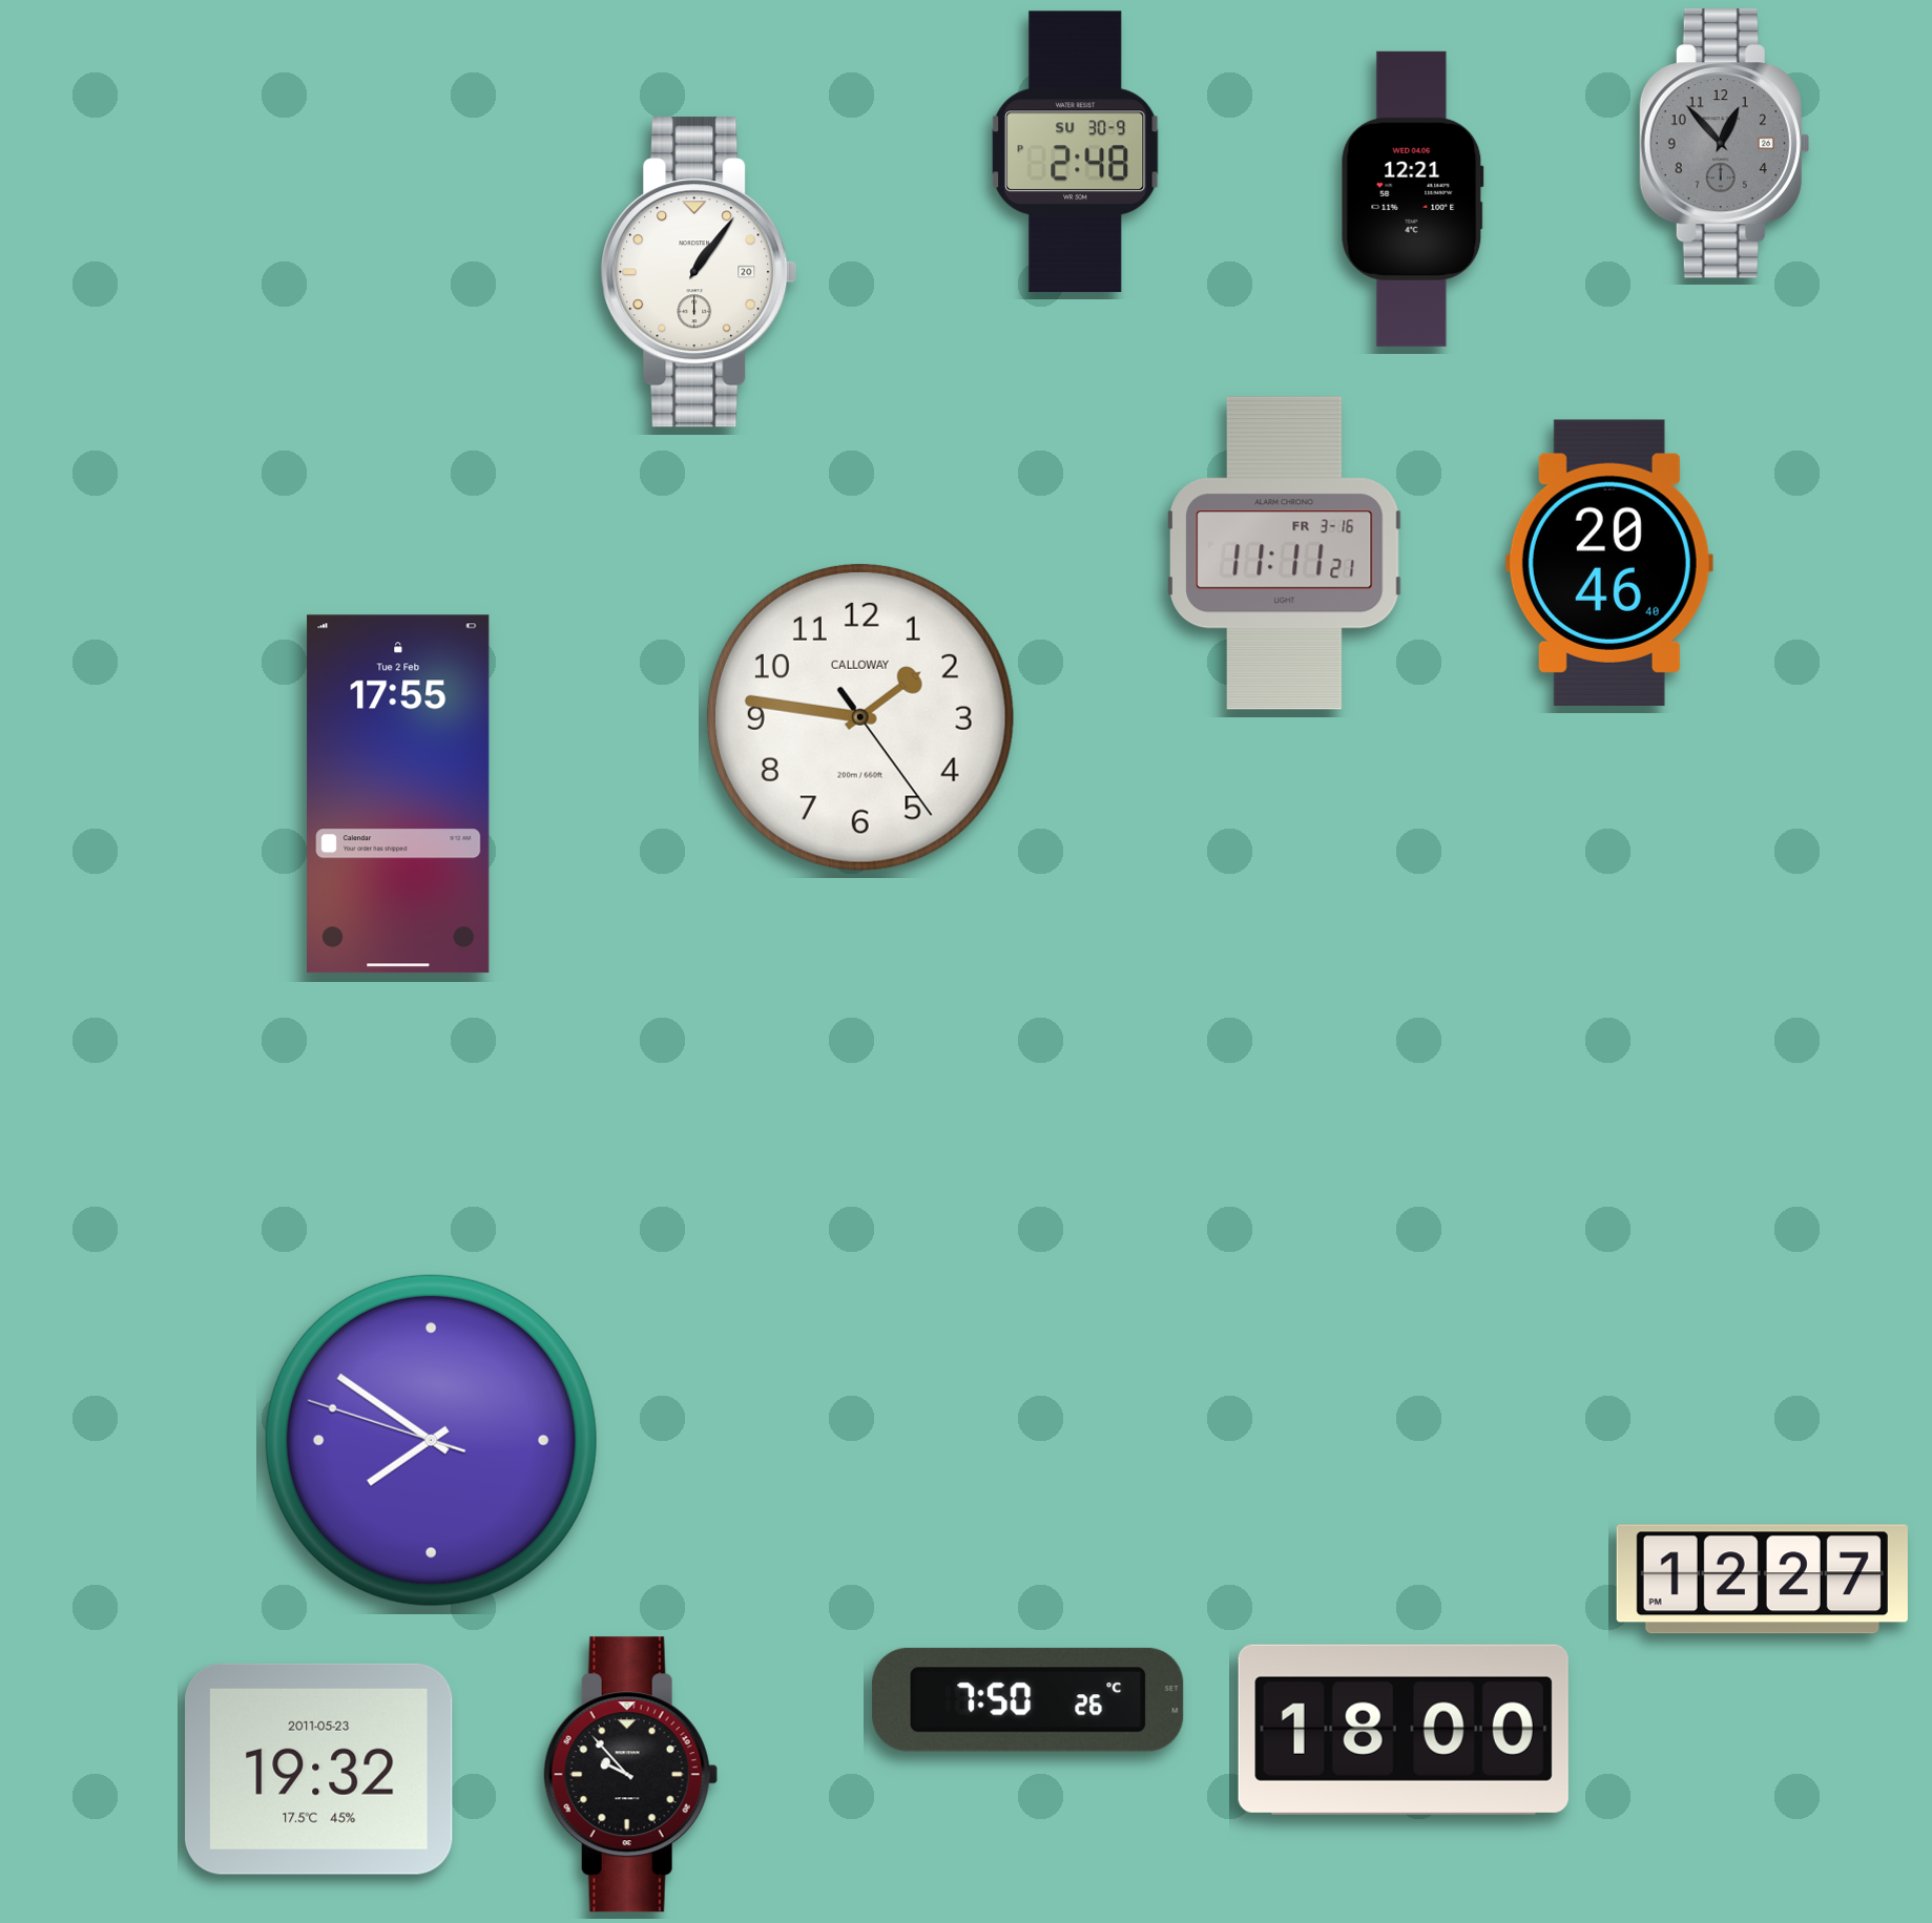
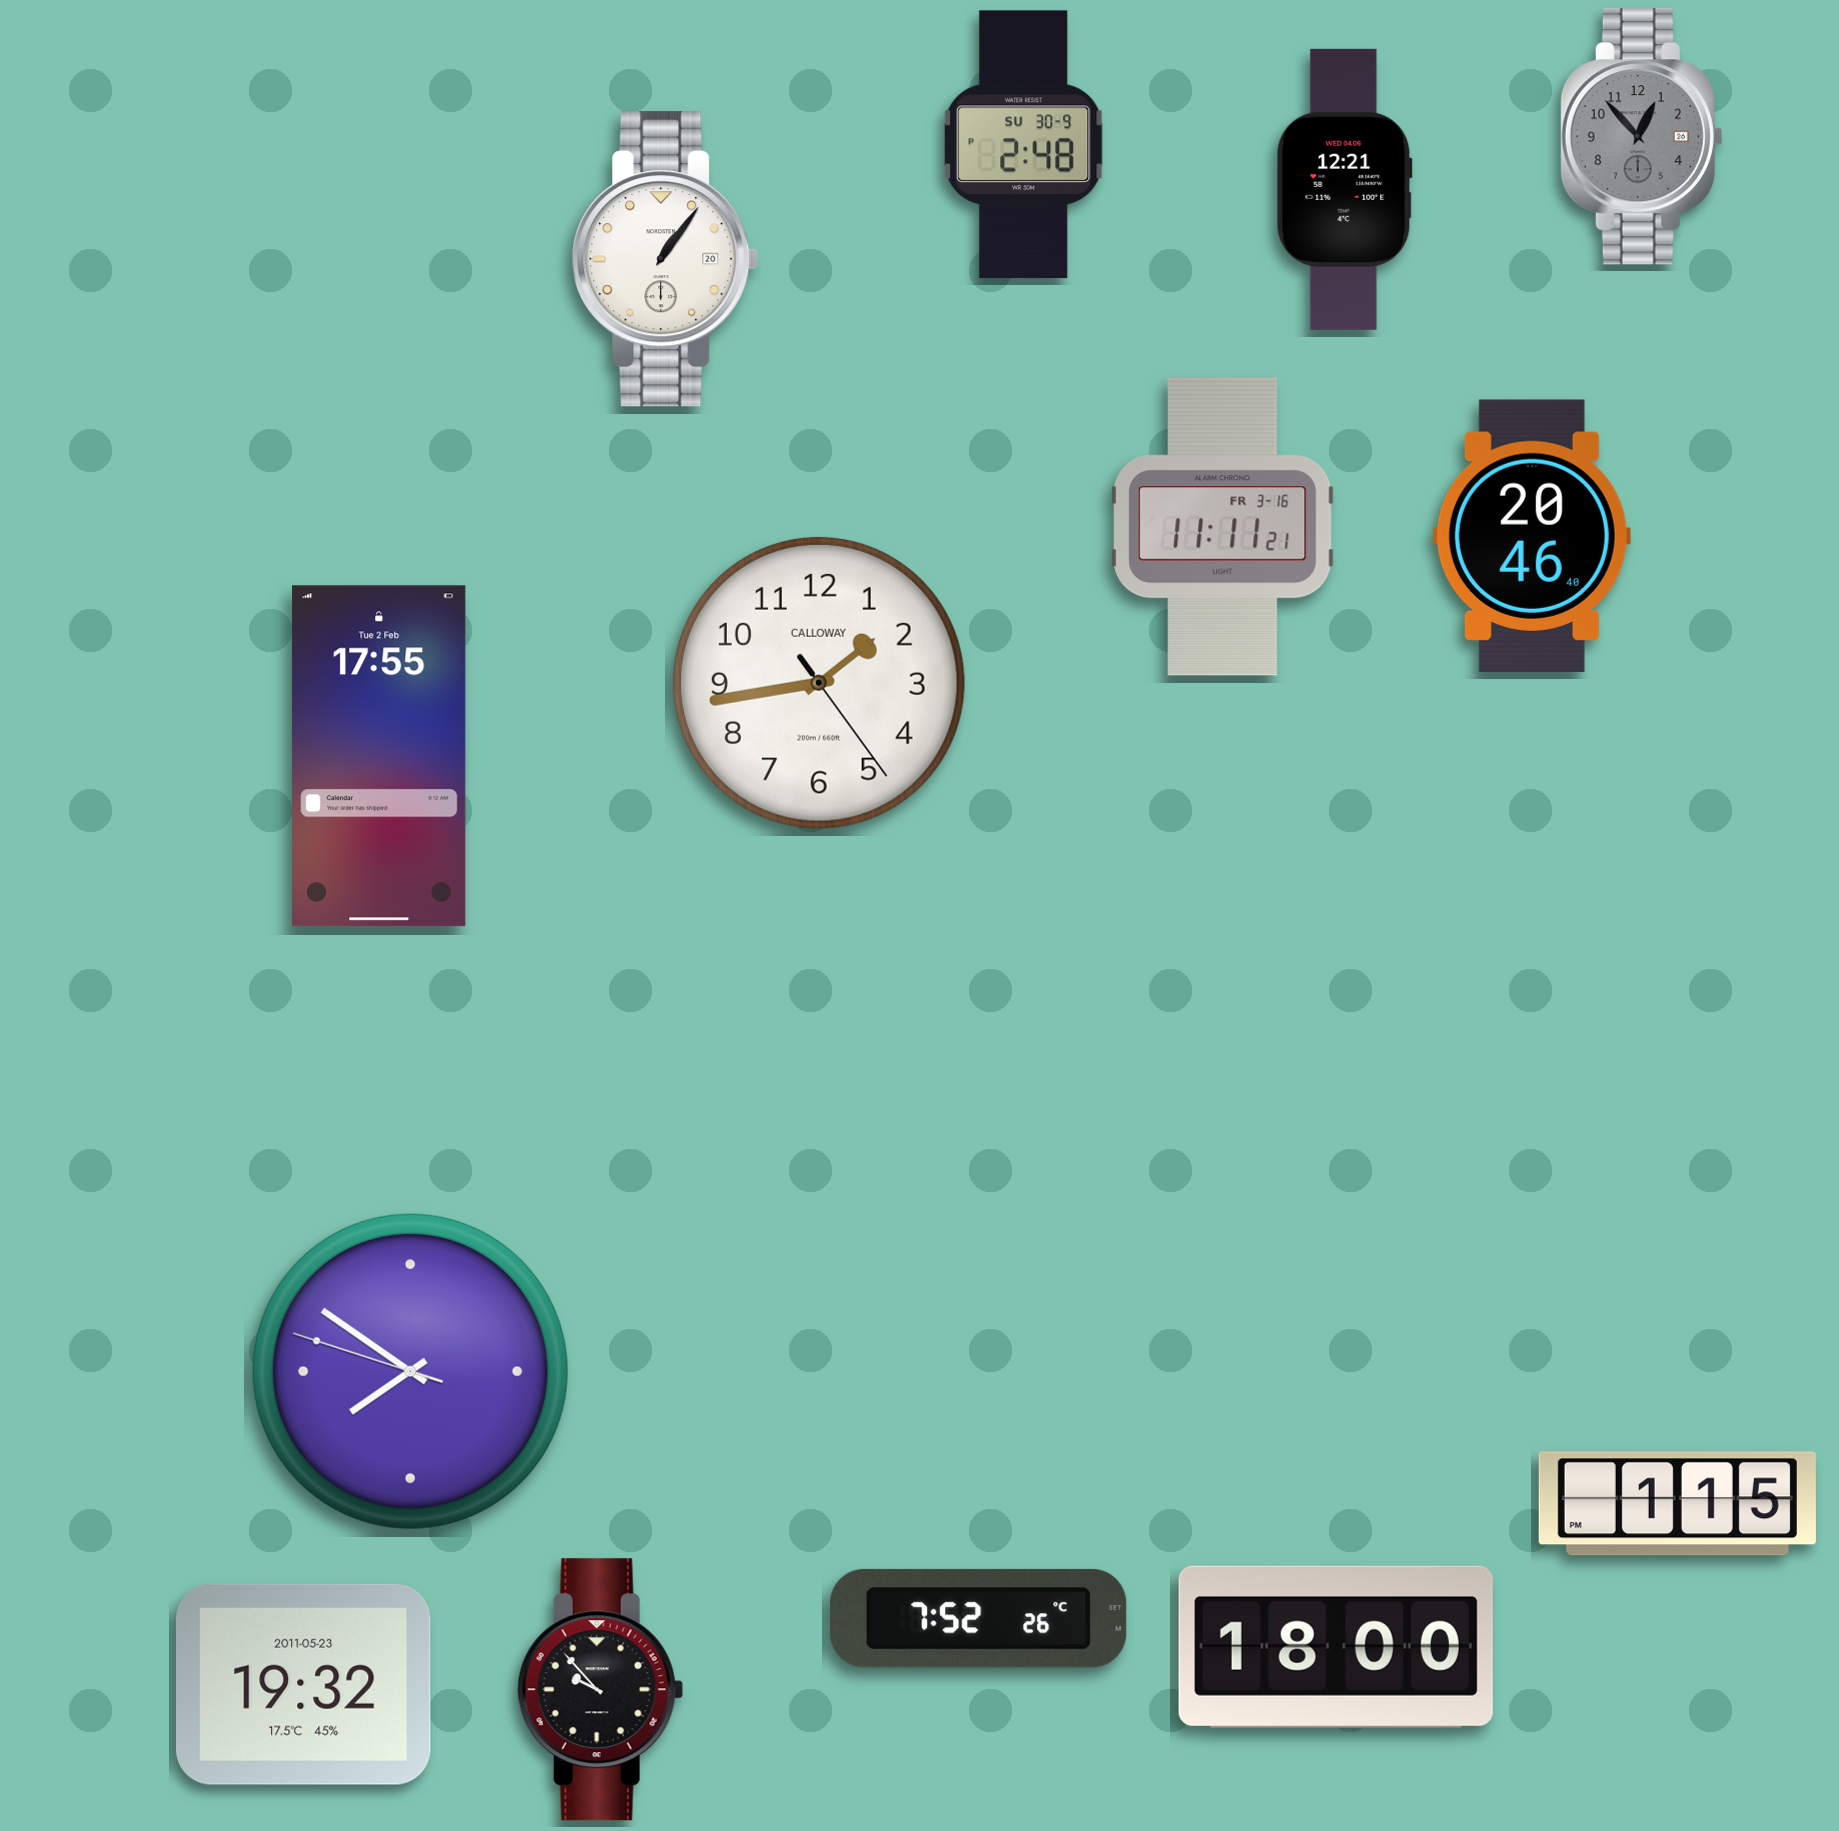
clock at (860, 717): 1:46 -> 1:43
clock at (1762, 1580): 12:27 -> 1:15
clock at (1029, 1699): 7:50 -> 7:52
